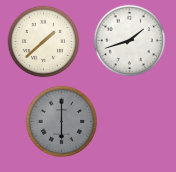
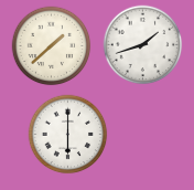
clock at (44, 42) position: (44, 42) -> (52, 46)
clock at (62, 122) dial: grey -> white
